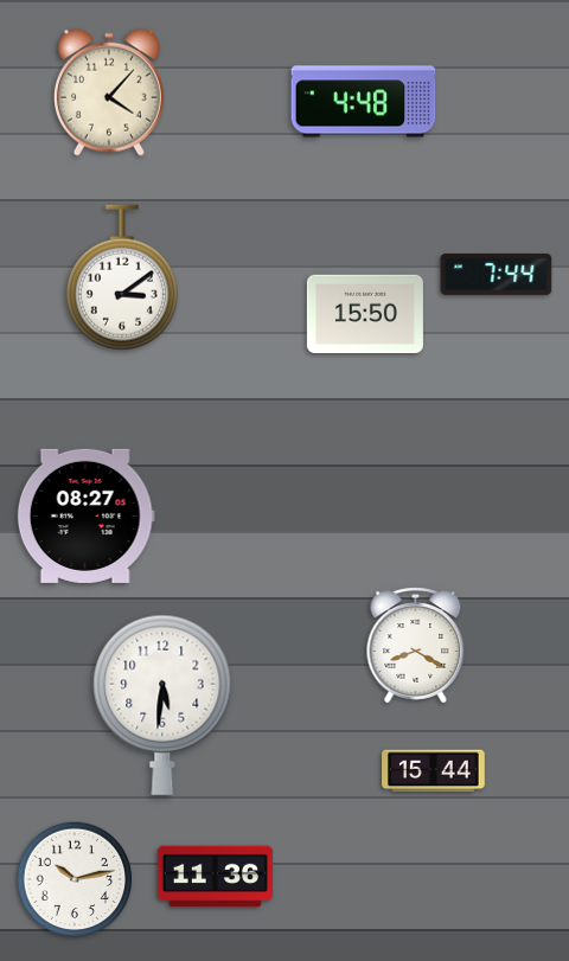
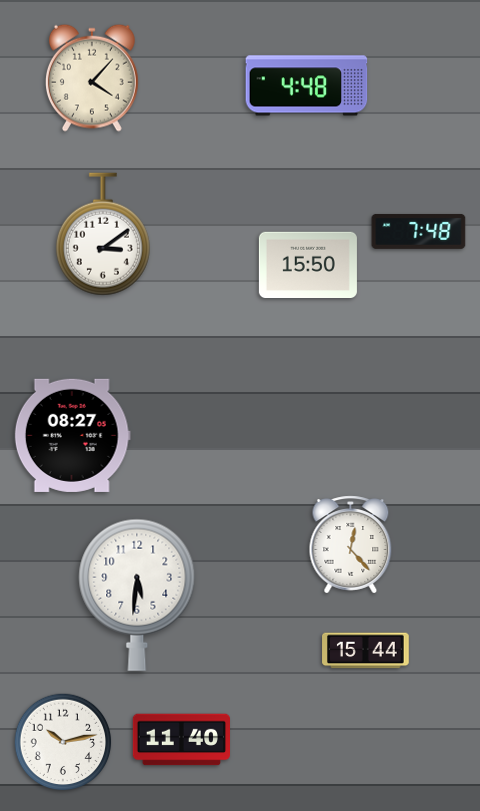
clock at (497, 274): 7:44 -> 7:48
clock at (416, 646): 8:20 -> 12:23
clock at (215, 877): 11:36 -> 11:40
